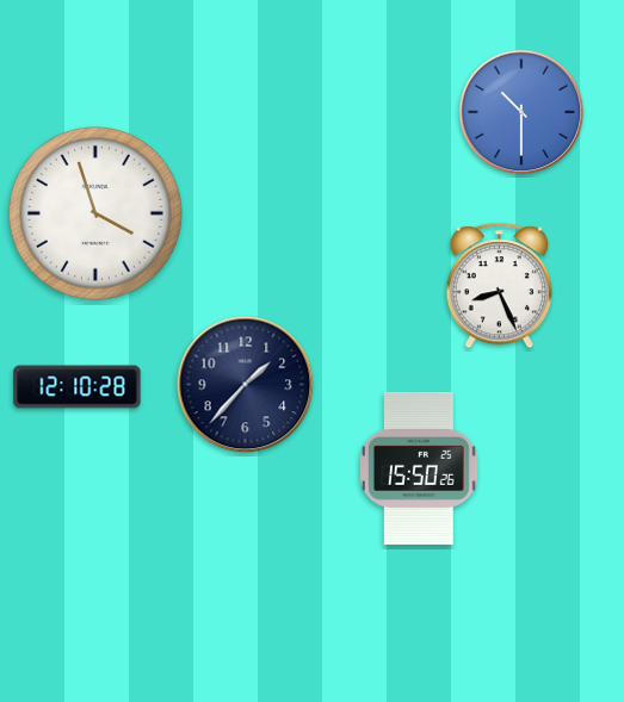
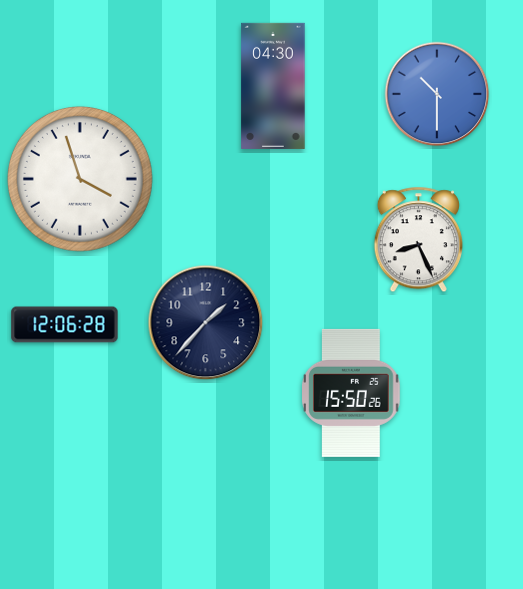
clock at (273, 86): none -> 04:30
clock at (78, 387): 12:10 -> 12:06
